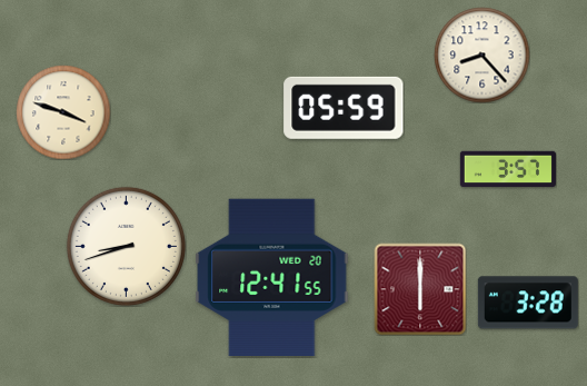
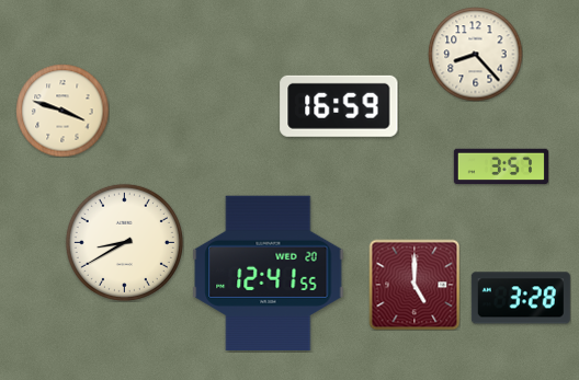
clock at (344, 108): 05:59 -> 16:59
clock at (126, 246): 8:42 -> 8:40
clock at (420, 289): 6:00 -> 5:00
